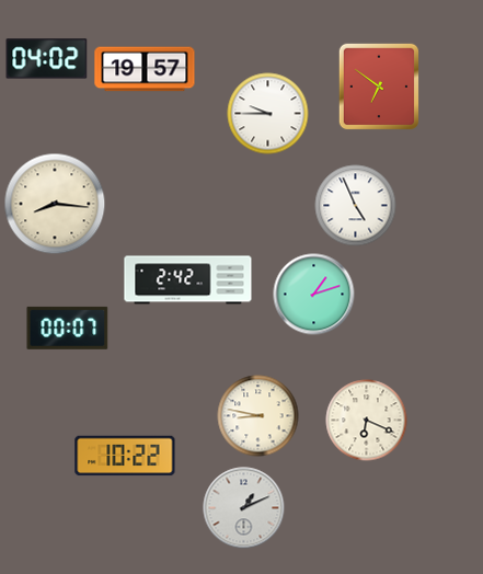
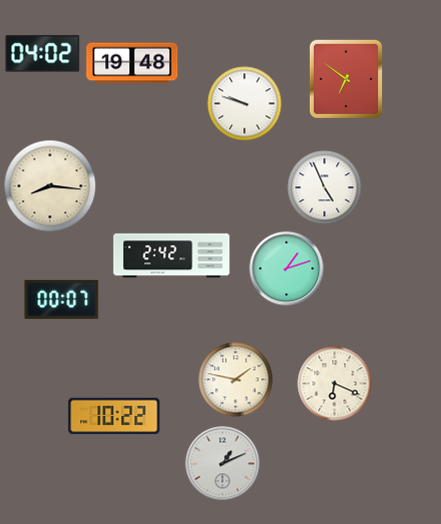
clock at (145, 69): 19:57 -> 19:48
clock at (268, 114): 9:45 -> 9:48
clock at (258, 416): 8:47 -> 1:47
